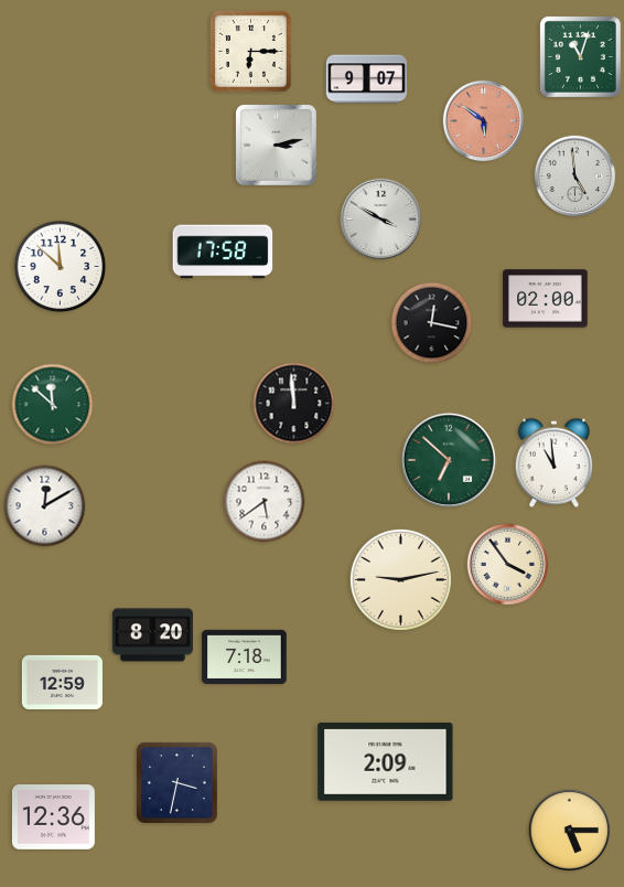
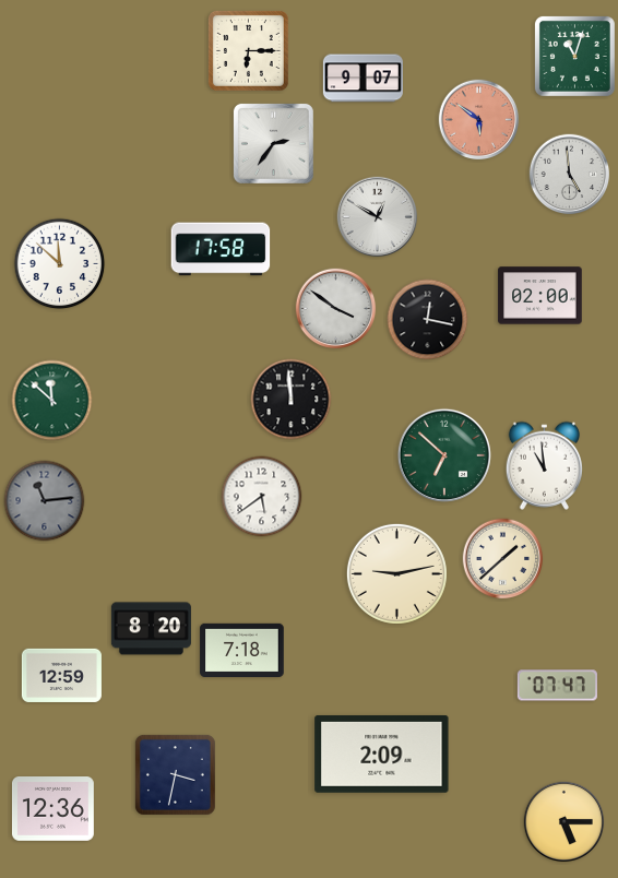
clock at (276, 145): 3:13 -> 2:36
clock at (381, 220): 3:50 -> 12:50
clock at (336, 309): none -> 3:51
clock at (553, 462) position: (553, 462) -> (544, 465)
clock at (45, 506): 12:10 -> 11:14
clock at (45, 506) dial: white -> grey
clock at (508, 565): 3:54 -> 1:38
clock at (557, 686): none -> 07:47
